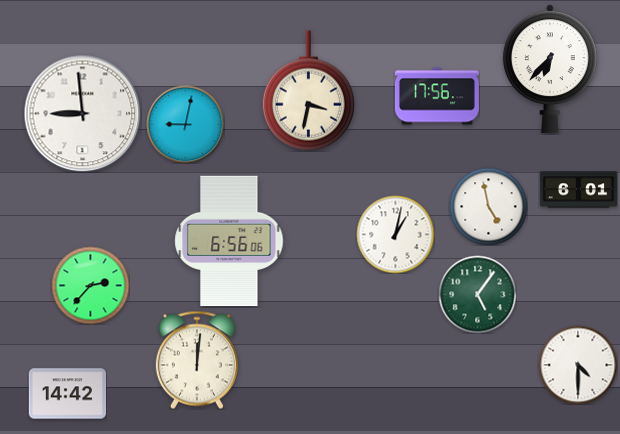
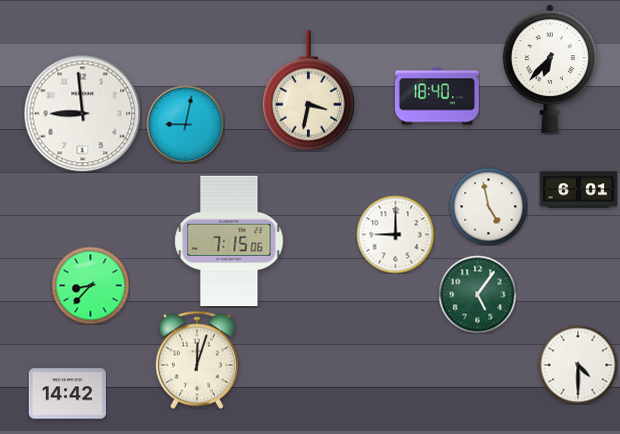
clock at (437, 96): 17:56 -> 18:40
clock at (395, 234): 1:02 -> 9:00
clock at (229, 241): 6:56 -> 7:15
clock at (90, 285): 2:37 -> 8:37
clock at (197, 360): 12:01 -> 12:03
